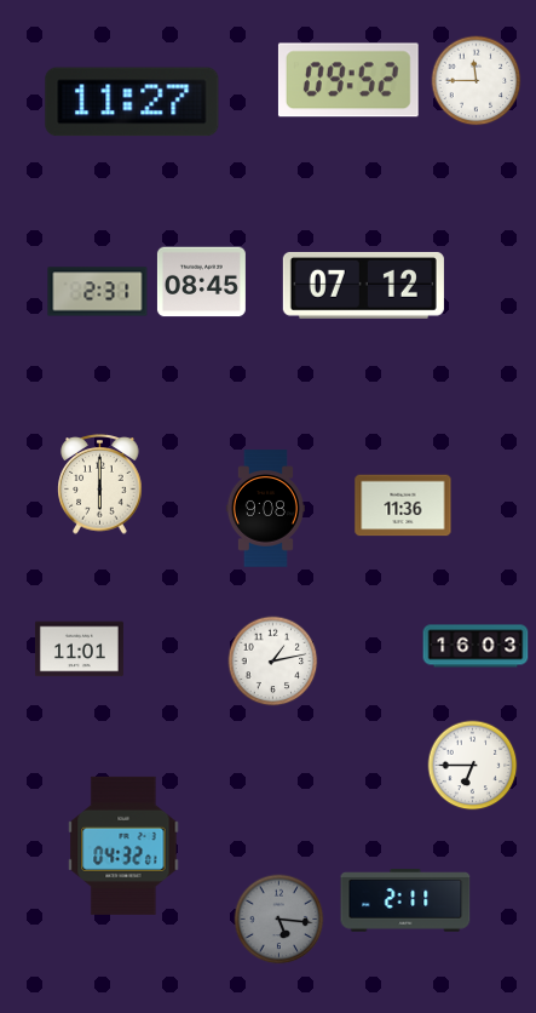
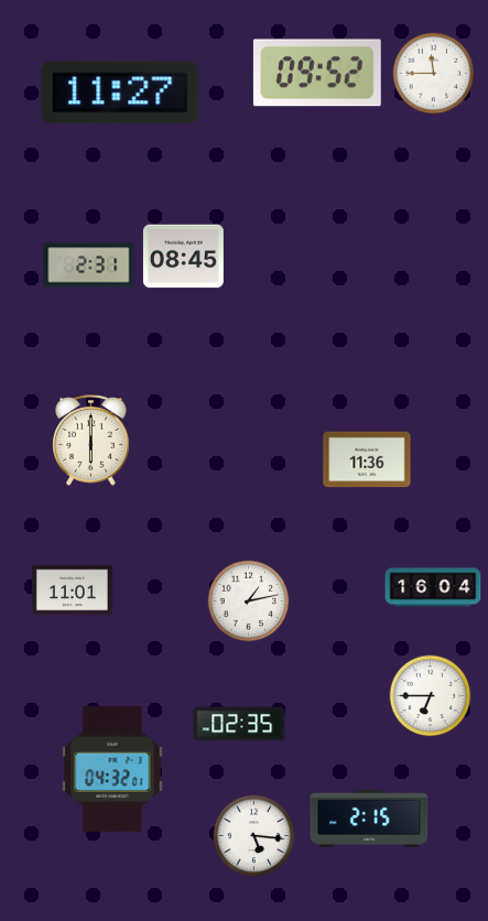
clock at (363, 285): 07:12 -> none
clock at (265, 509): 9:08 -> none
clock at (476, 646): 16:03 -> 16:04
clock at (239, 724): none -> 02:35
clock at (405, 900): 2:11 -> 2:15
clock at (279, 920) dial: grey -> white
